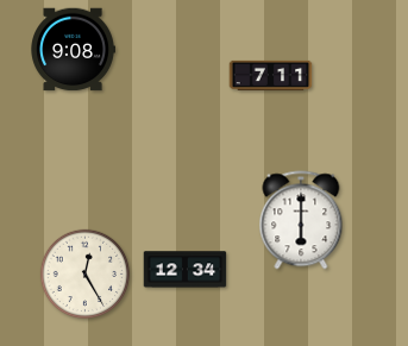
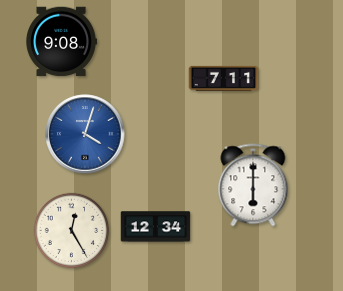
clock at (271, 75) position: (271, 75) -> (224, 78)
clock at (85, 134): none -> 4:03
